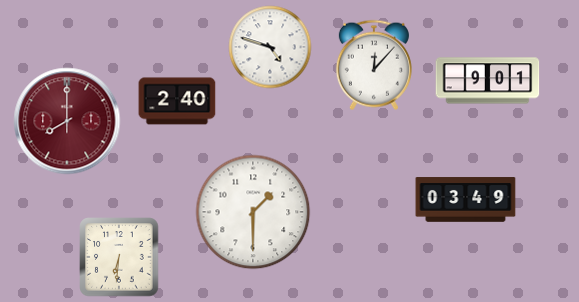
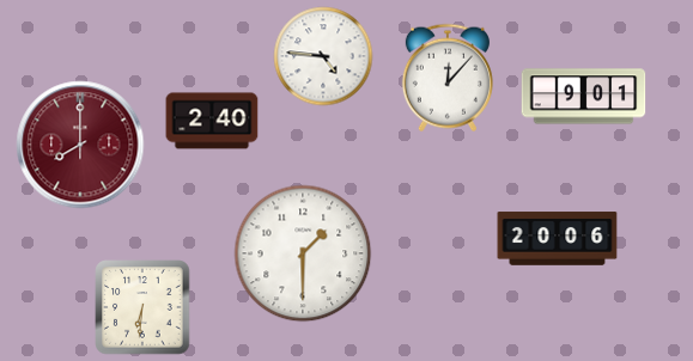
clock at (270, 47): 4:48 -> 4:46
clock at (466, 200): 03:49 -> 20:06
